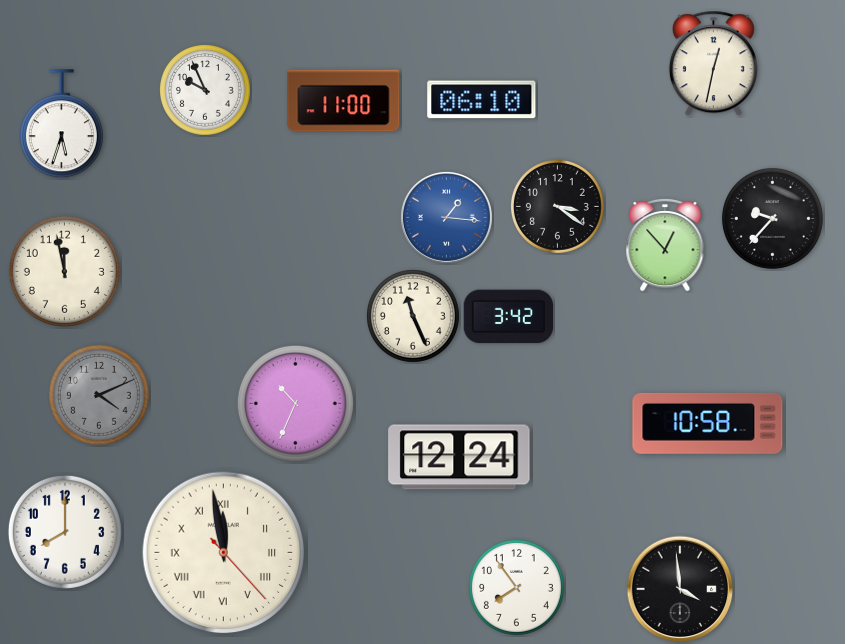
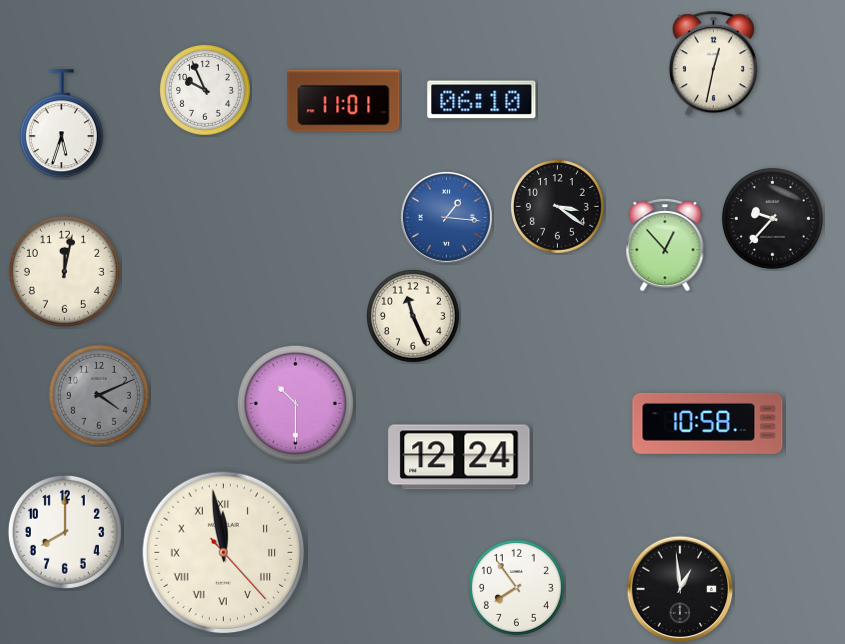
clock at (344, 101): 11:00 -> 11:01
clock at (64, 271): 11:58 -> 12:02
clock at (508, 317): 3:42 -> none
clock at (295, 403): 10:34 -> 10:30
clock at (680, 589): 3:59 -> 12:59
